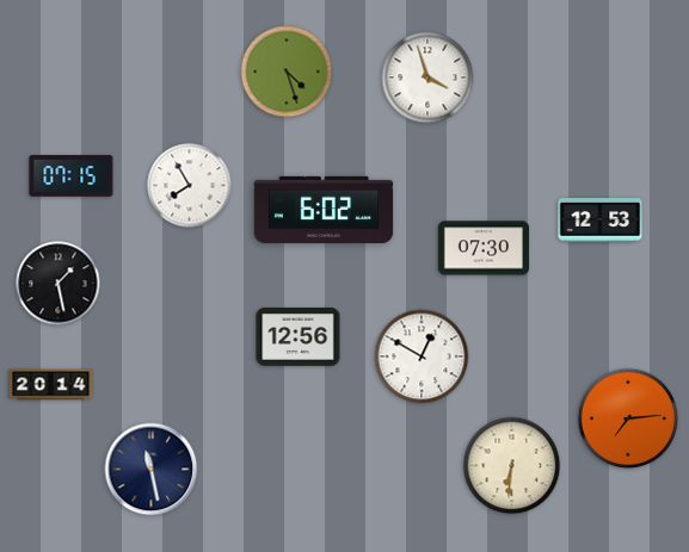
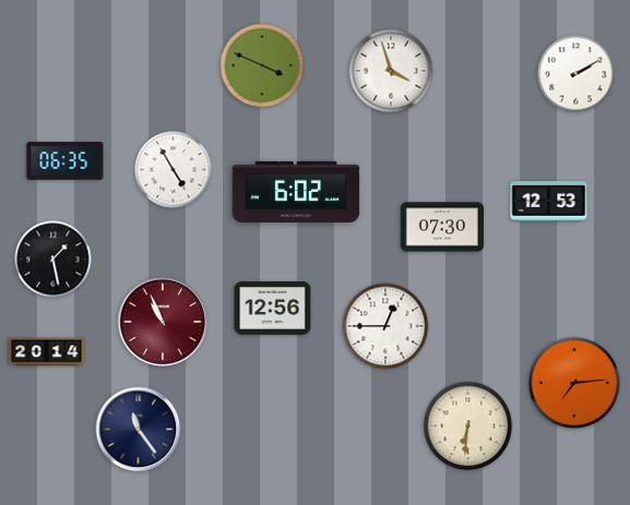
clock at (287, 72): 4:27 -> 3:49
clock at (576, 74): none -> 2:10
clock at (72, 176): 07:15 -> 06:35
clock at (190, 186): 7:55 -> 4:55
clock at (163, 322): none -> 10:56
clock at (422, 356): 12:50 -> 12:45
clock at (152, 470): 11:28 -> 11:24
